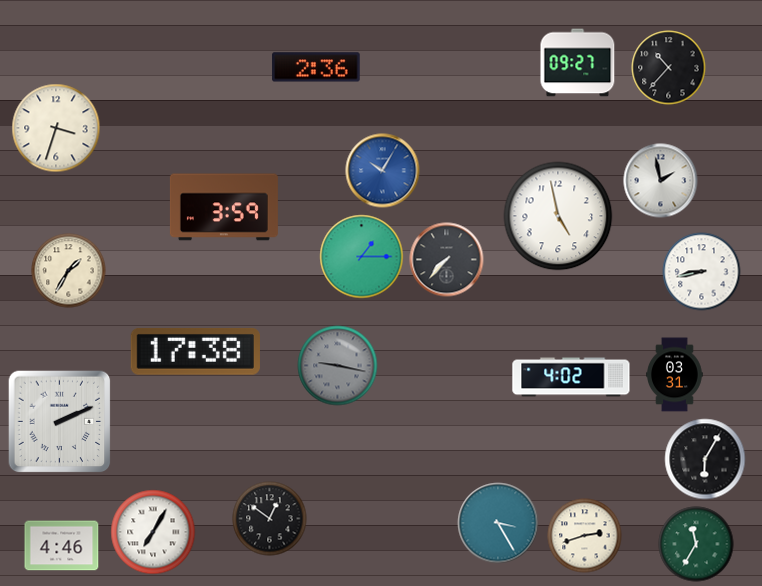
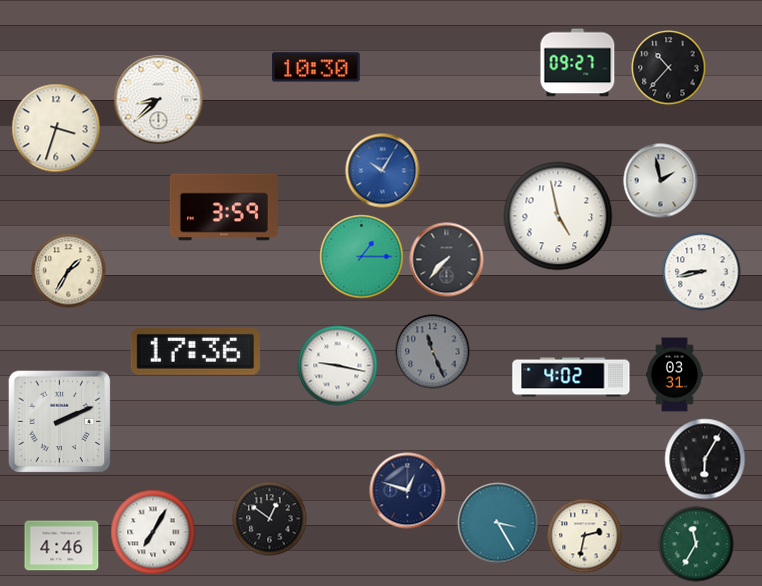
clock at (316, 67): 2:36 -> 10:30
clock at (159, 100): none -> 8:38
clock at (195, 352): 17:38 -> 17:36
clock at (433, 352): none -> 11:26
clock at (338, 366) dial: grey -> white
clock at (408, 491): none -> 12:48
clock at (585, 536): 2:42 -> 2:32
